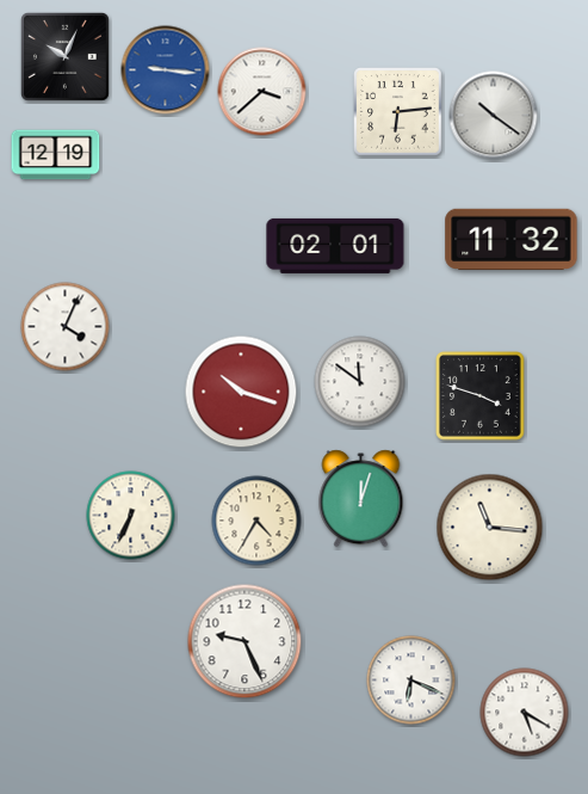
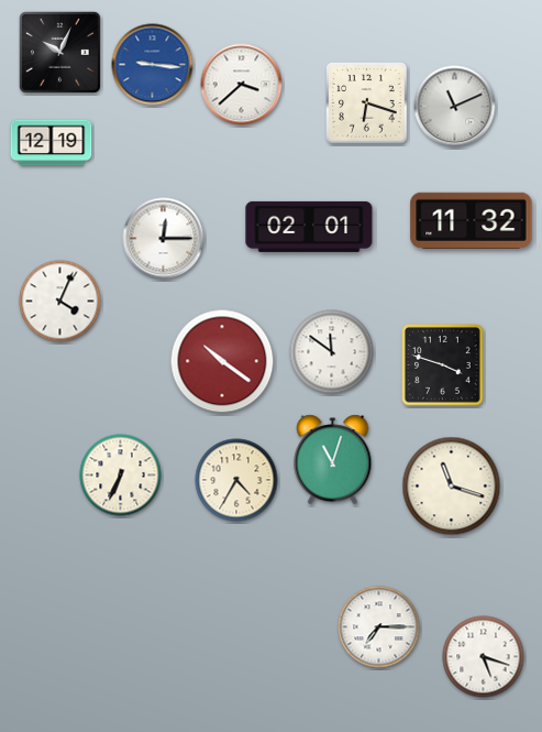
clock at (398, 112): 6:14 -> 6:18
clock at (494, 116): 10:21 -> 11:11
clock at (164, 239): none -> 12:15
clock at (241, 392): 10:18 -> 10:21
clock at (361, 499): 12:03 -> 11:03
clock at (490, 528): 11:16 -> 11:18
clock at (245, 641): 9:26 -> none
clock at (411, 681): 6:19 -> 7:15
clock at (525, 713): 5:20 -> 5:18
